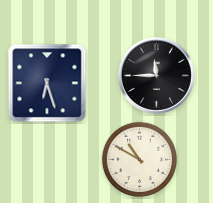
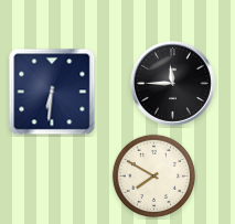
clock at (47, 83): 6:27 -> 6:31
clock at (140, 160): 10:50 -> 7:50
